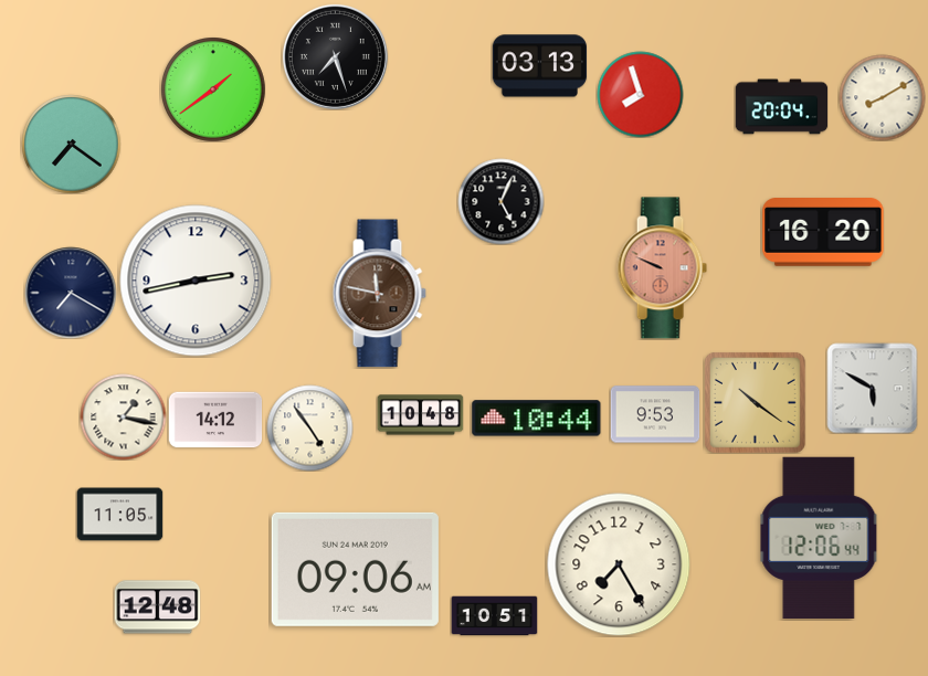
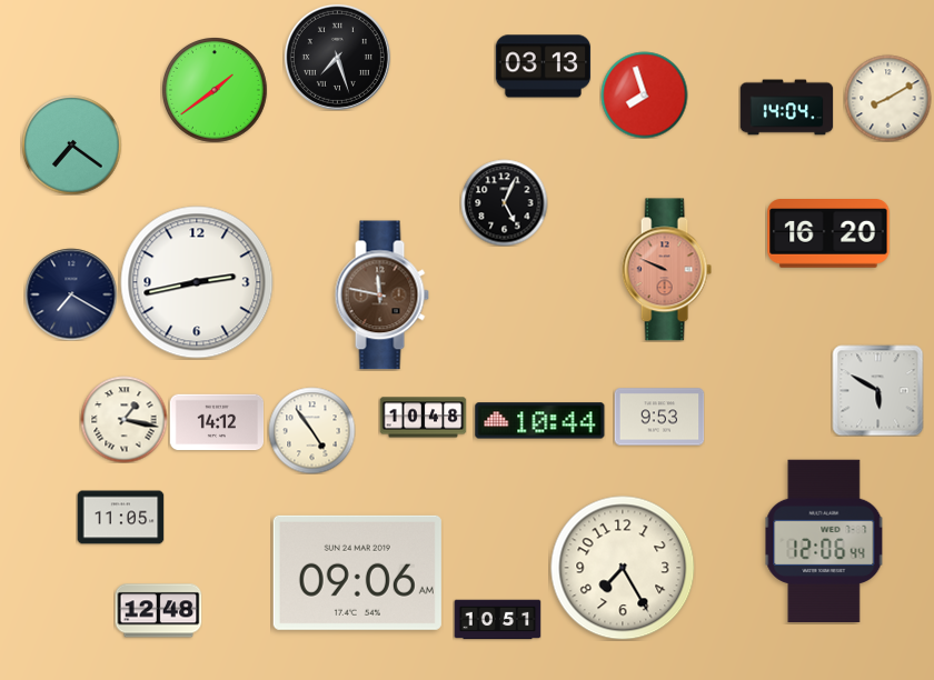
clock at (781, 107): 20:04 -> 14:04
clock at (755, 402): 10:21 -> none
